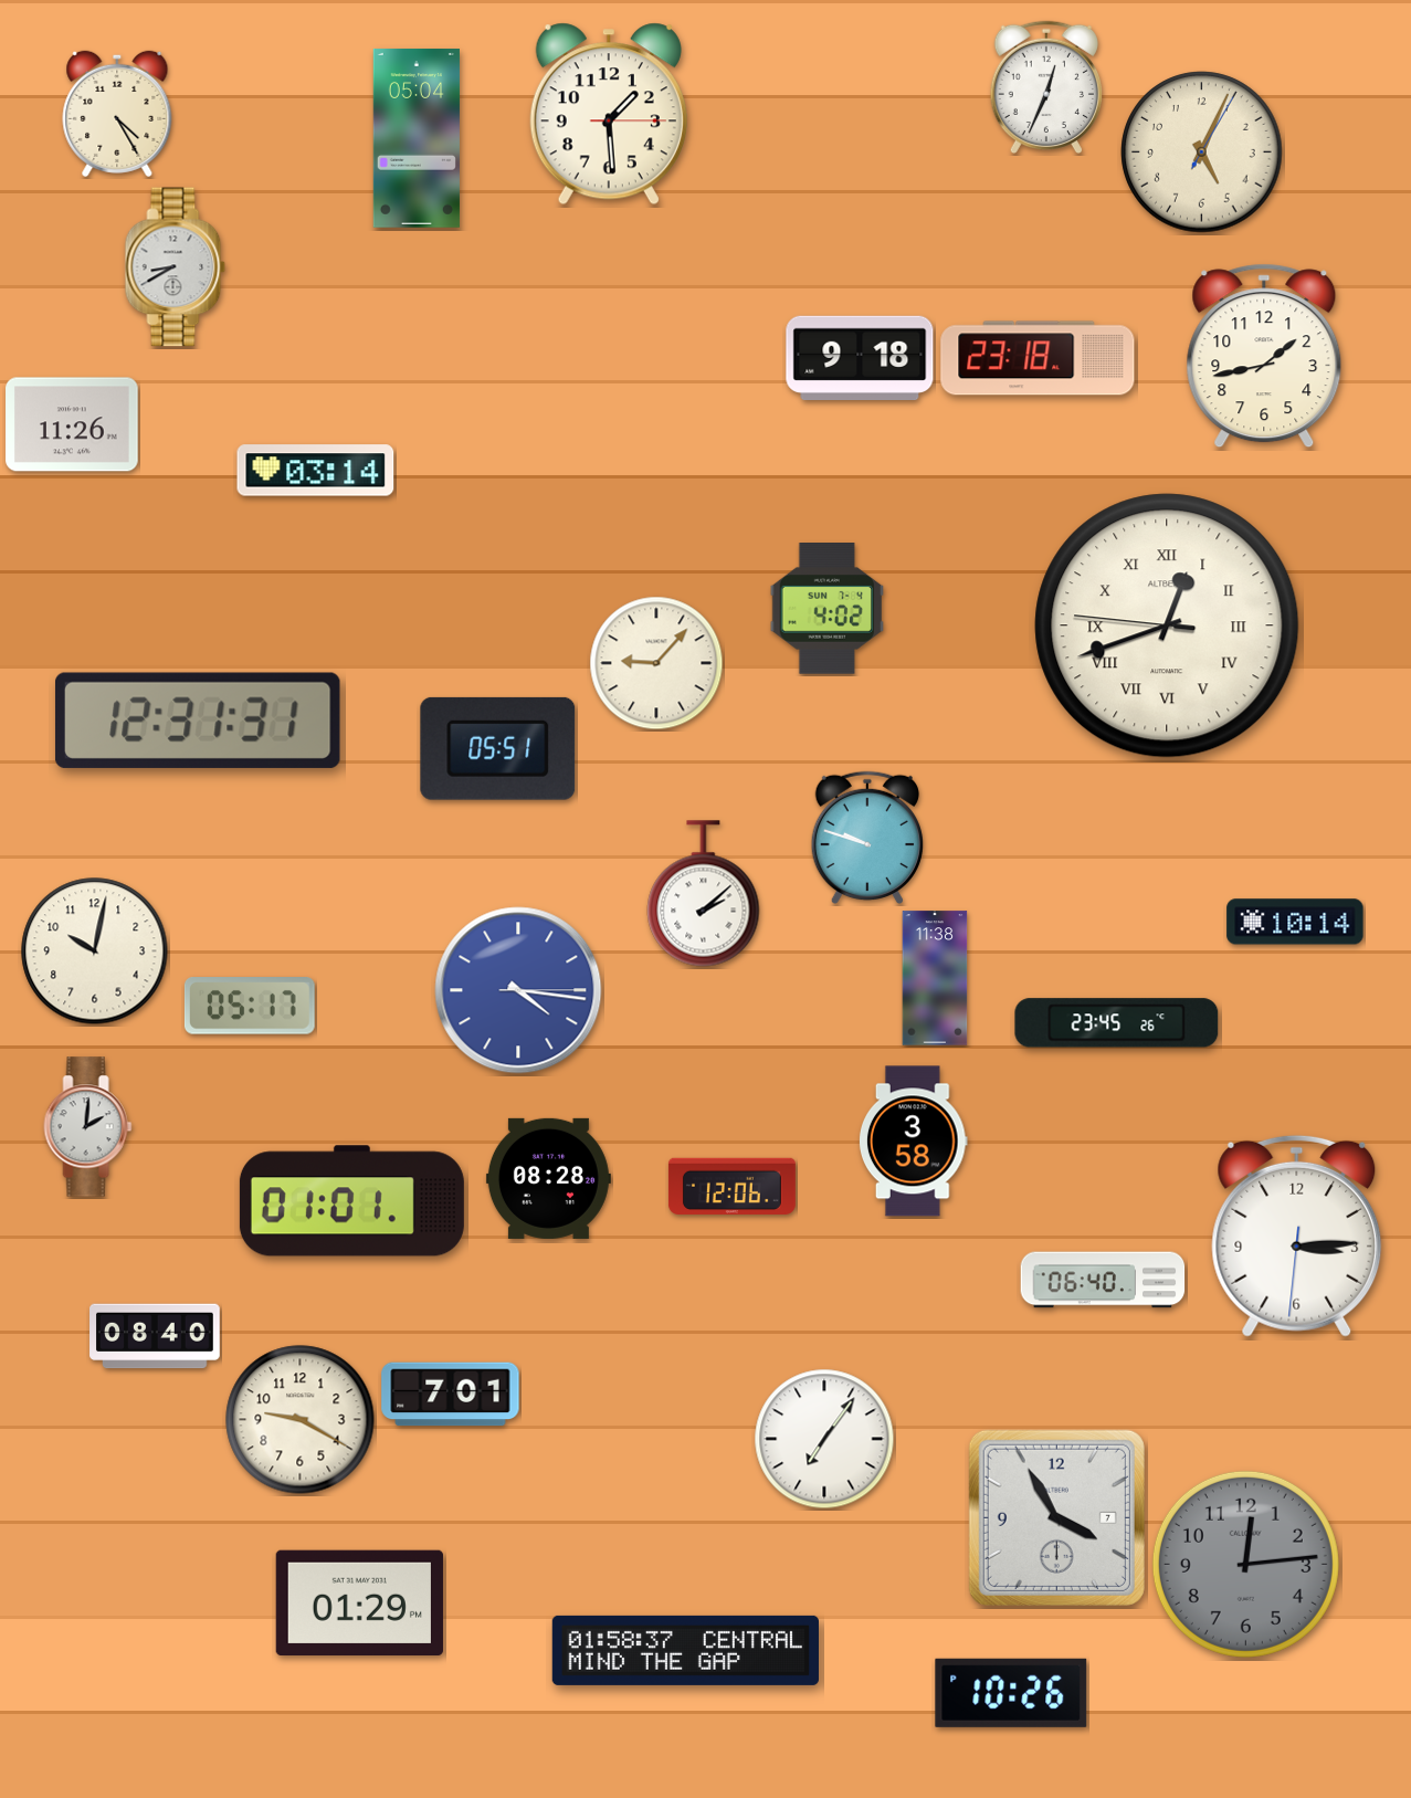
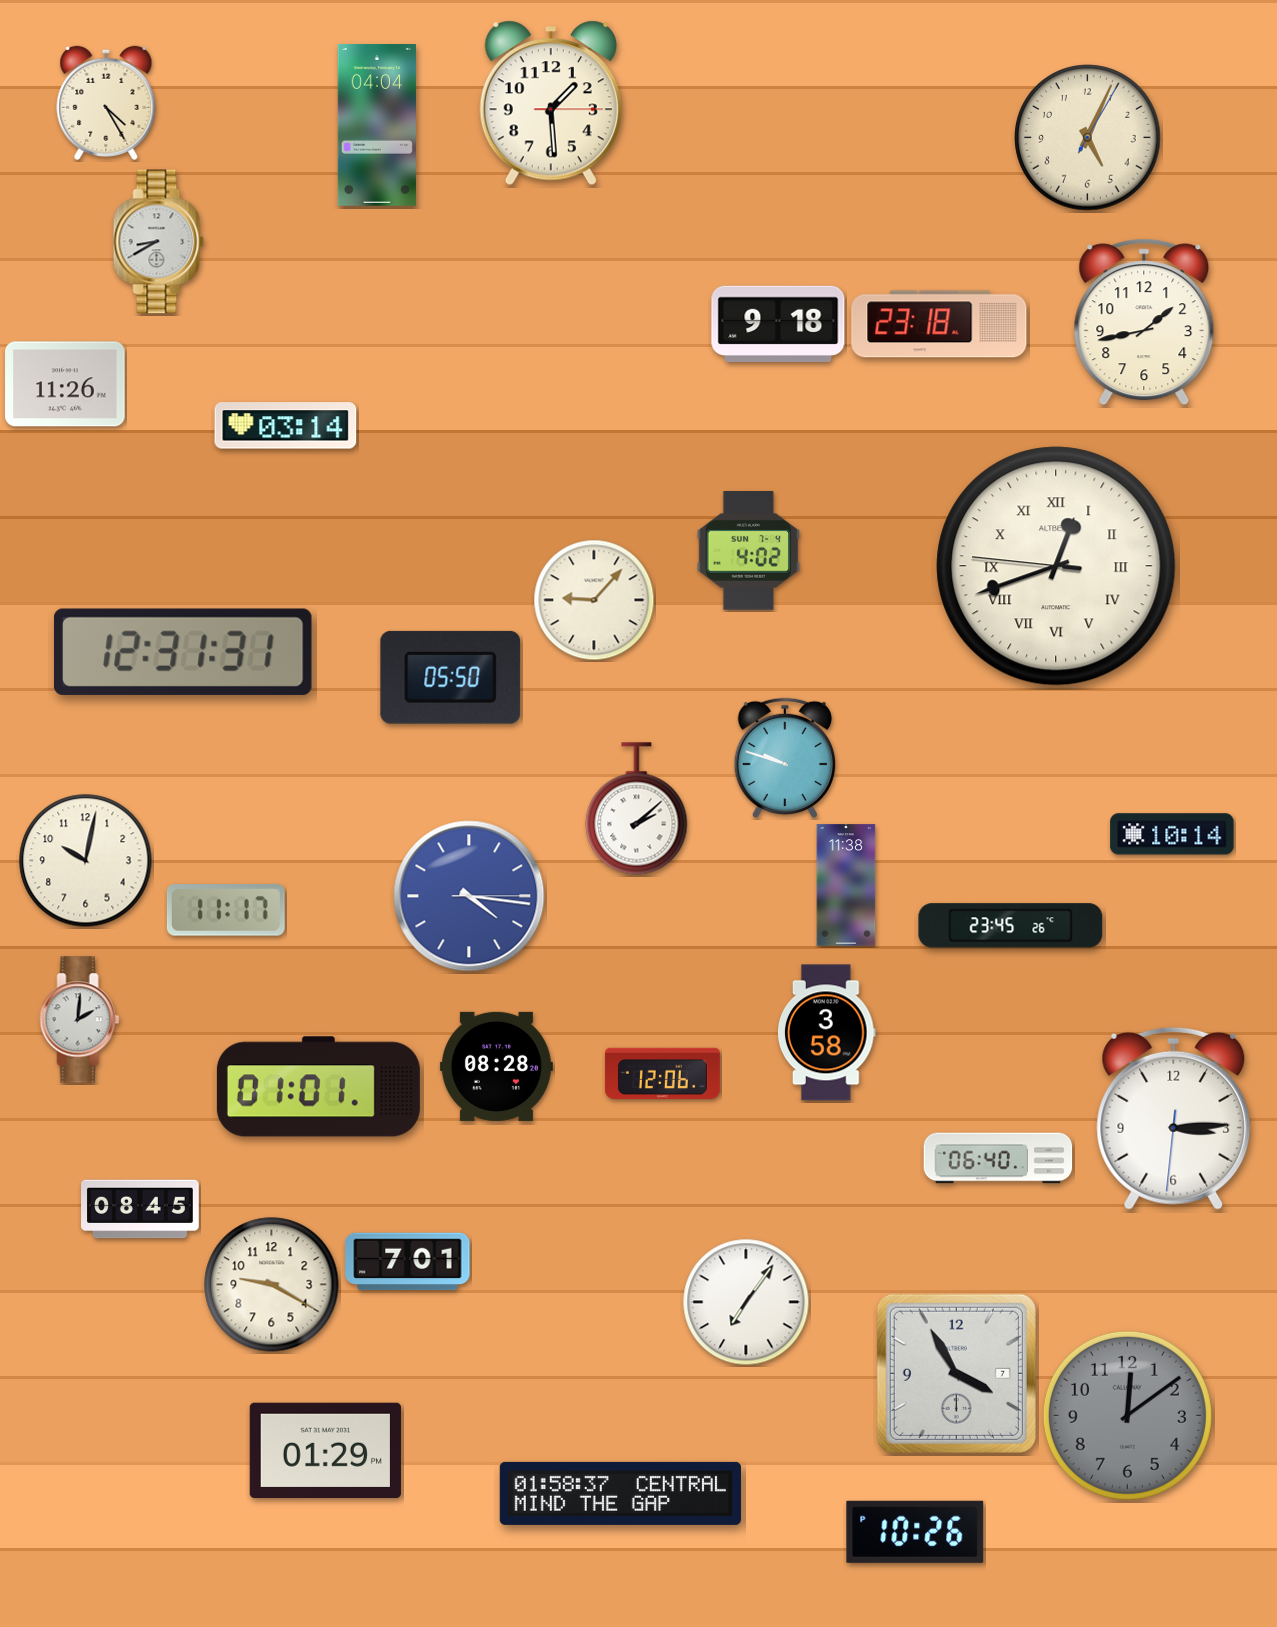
clock at (1045, 87): 12:34 -> none
clock at (417, 139): 05:04 -> 04:04
clock at (198, 721) position: (198, 721) -> (183, 652)
clock at (498, 748): 05:51 -> 05:50
clock at (250, 1007): 05:17 -> 11:17
clock at (155, 1336): 08:40 -> 08:45
clock at (1245, 1564): 12:14 -> 12:09
